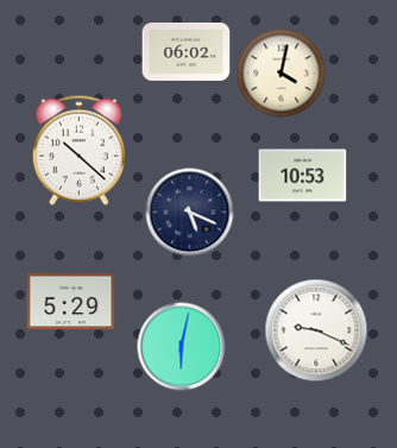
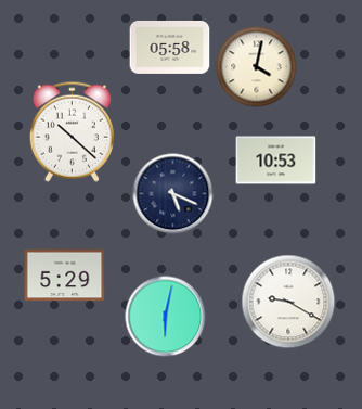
clock at (187, 51): 06:02 -> 05:58
clock at (78, 150) position: (78, 150) -> (72, 131)
clock at (316, 330): 9:19 -> 9:20
